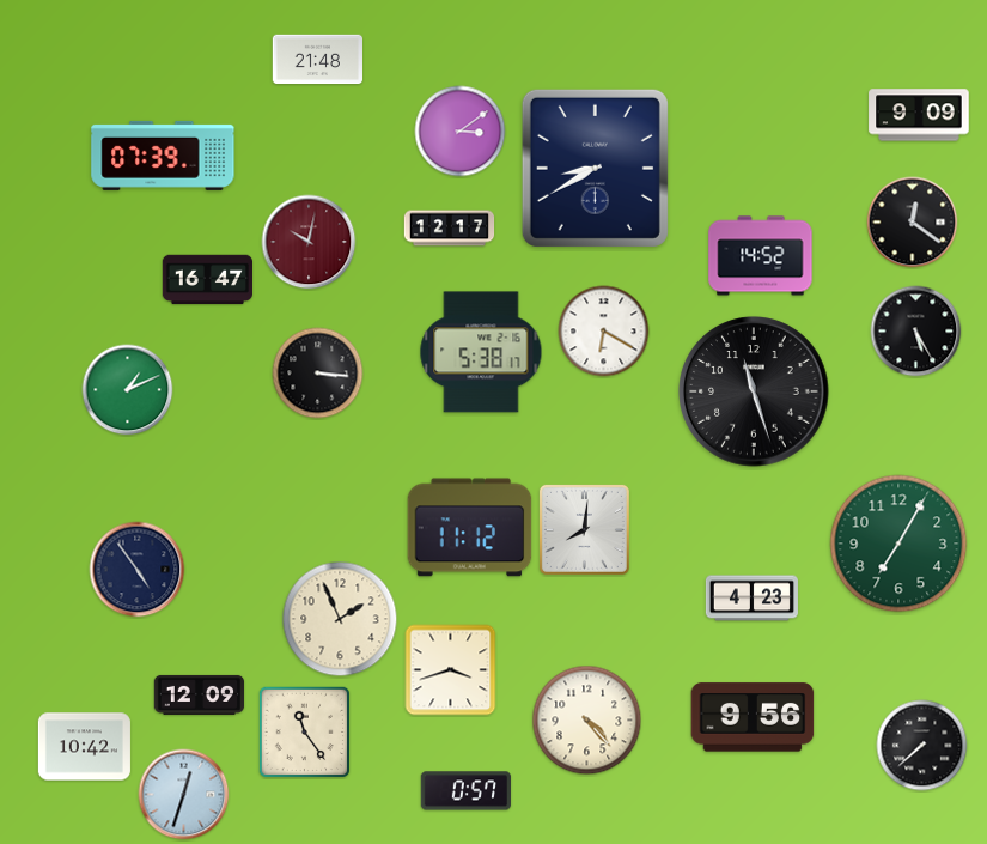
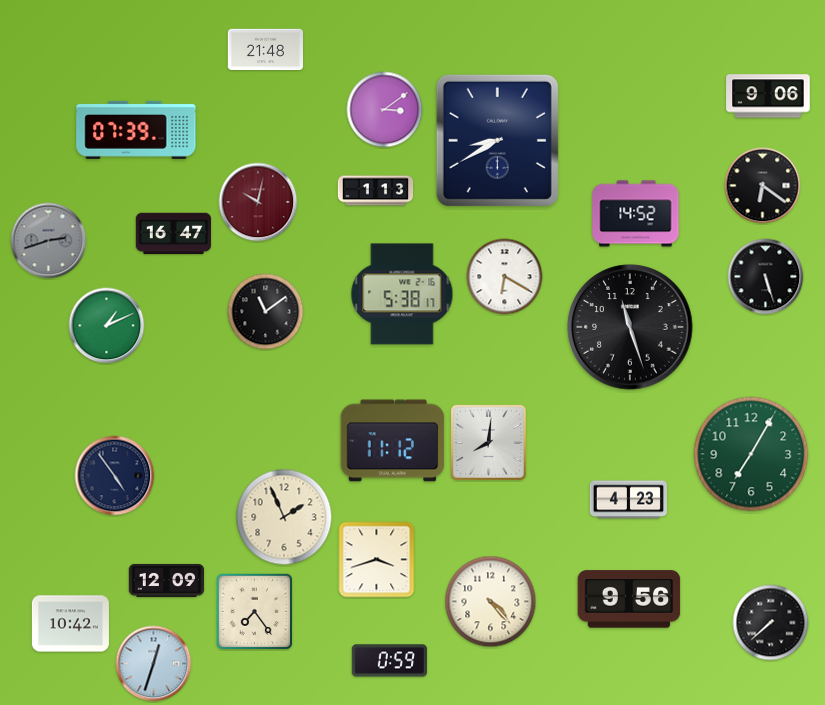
clock at (919, 115): 9:09 -> 9:06
clock at (913, 223): 12:21 -> 6:21
clock at (450, 229): 12:17 -> 1:13
clock at (49, 241): none -> 2:42
clock at (916, 332): 5:25 -> 5:27
clock at (318, 374): 3:16 -> 11:09
clock at (305, 733): 11:24 -> 7:24
clock at (465, 791): 0:57 -> 0:59
